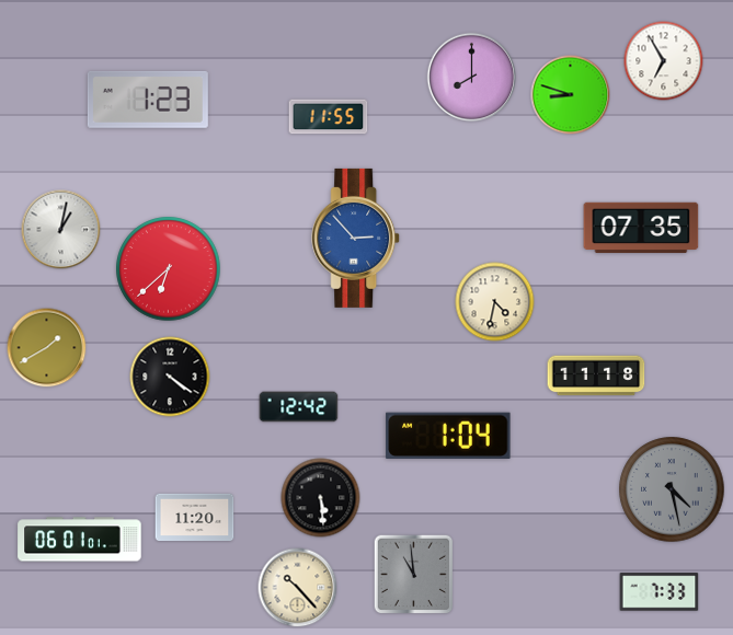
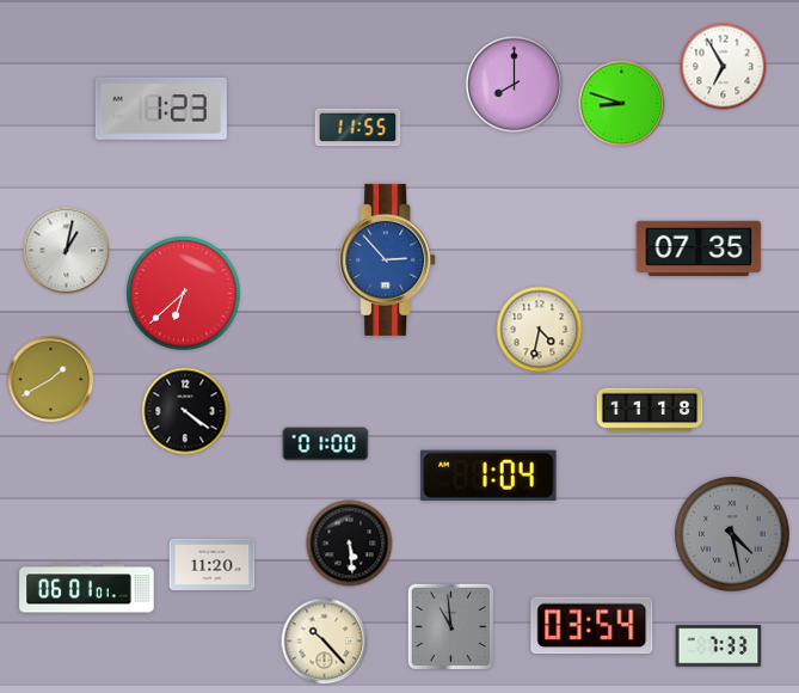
clock at (299, 407): 12:42 -> 01:00
clock at (592, 626): none -> 03:54
